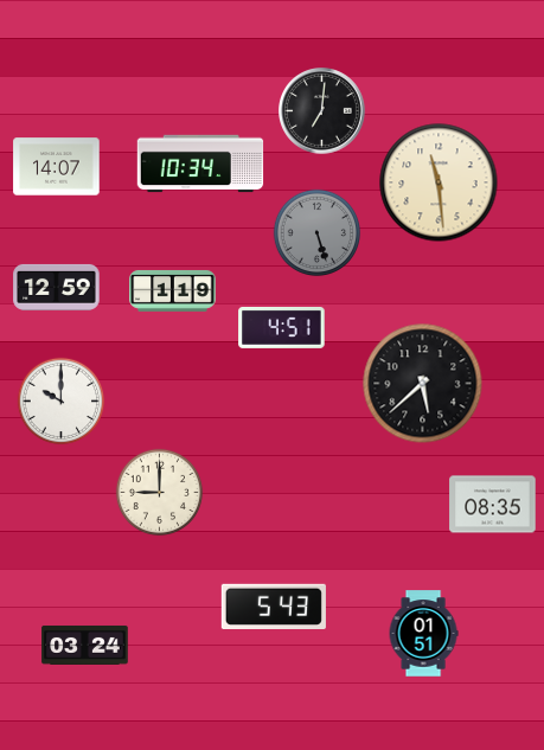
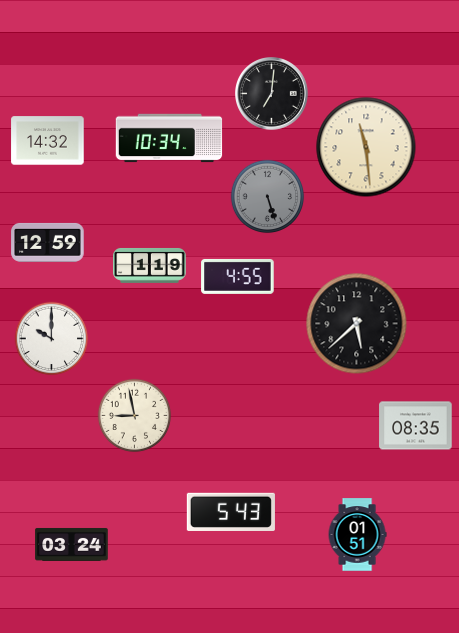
clock at (57, 167): 14:07 -> 14:32
clock at (439, 182) position: (439, 182) -> (366, 147)
clock at (173, 290) position: (173, 290) -> (150, 265)
clock at (282, 327): 4:51 -> 4:55
clock at (160, 493): 9:00 -> 8:58
